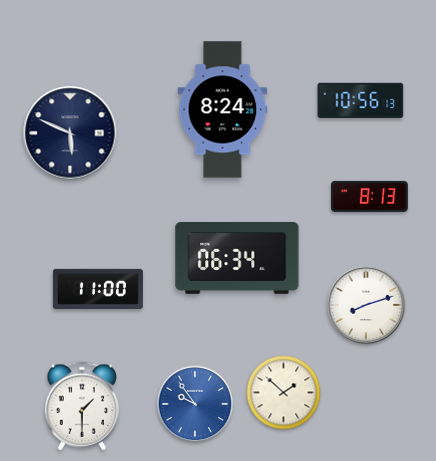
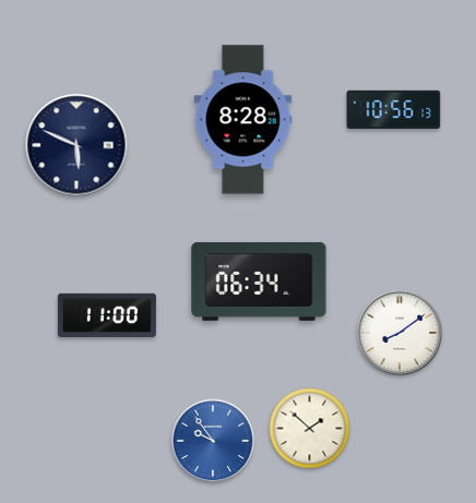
clock at (223, 110): 8:24 -> 8:28
clock at (369, 196): 8:13 -> none
clock at (366, 305): 8:12 -> 8:09
clock at (82, 406): 1:30 -> none
